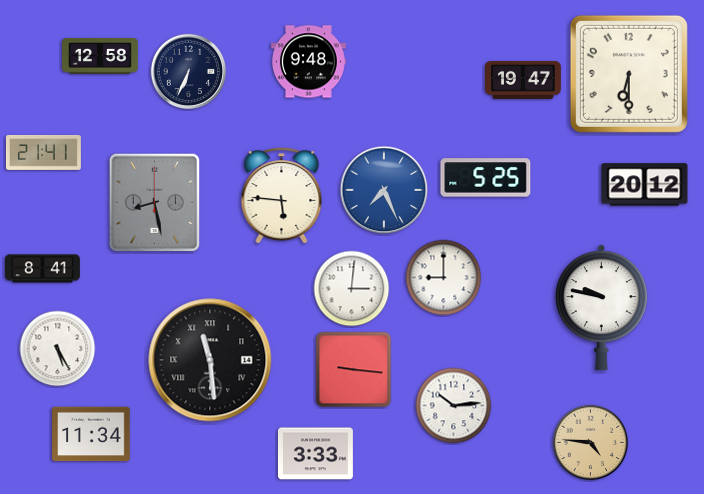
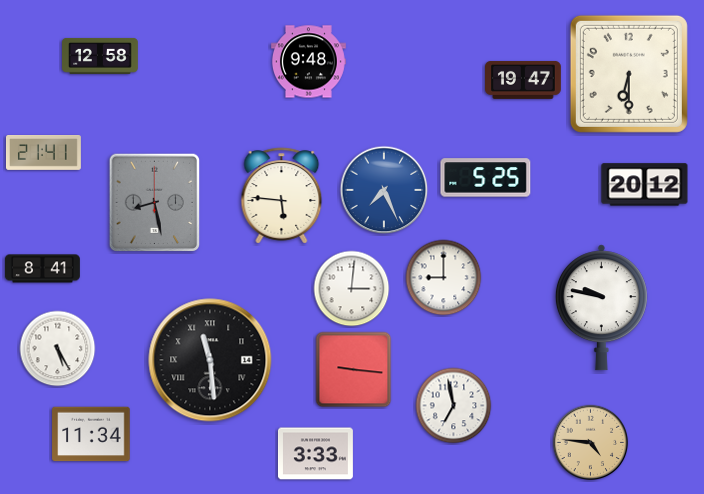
clock at (189, 72): 6:34 -> none
clock at (454, 406): 10:14 -> 6:58
